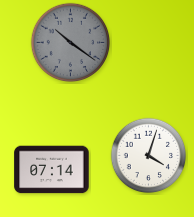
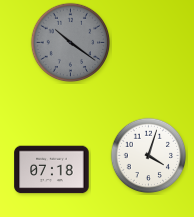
clock at (52, 170): 07:14 -> 07:18
